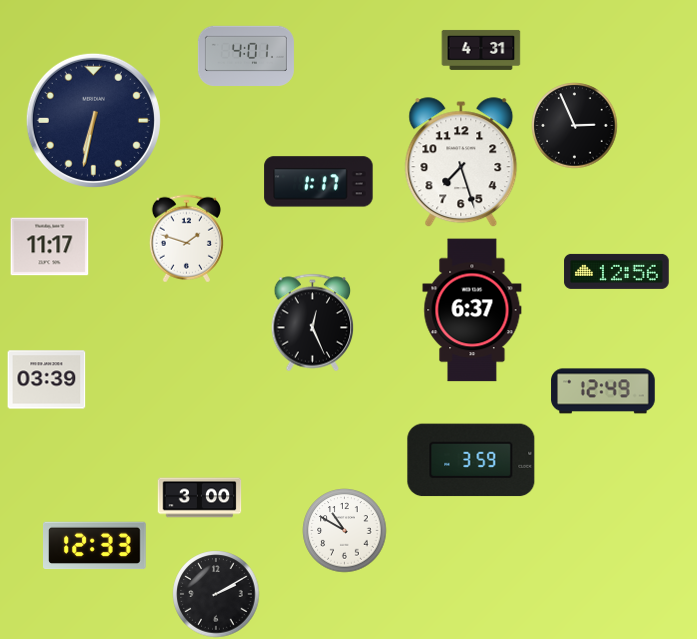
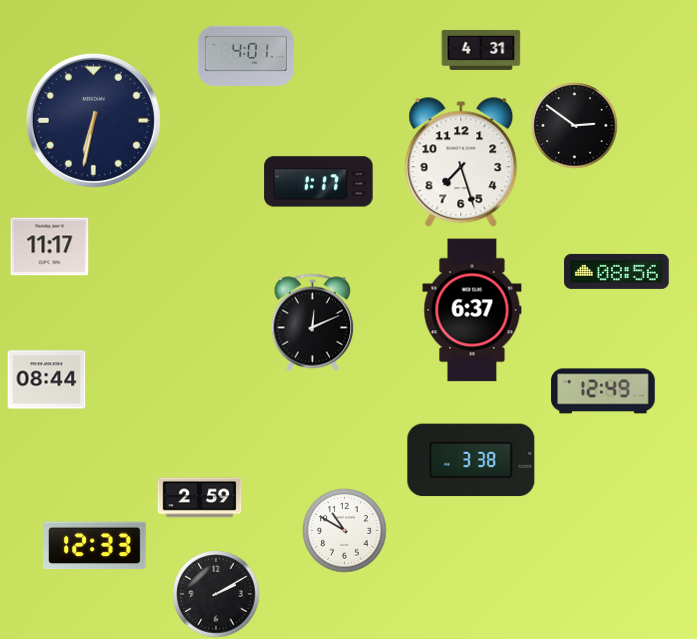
clock at (574, 125): 2:56 -> 2:51
clock at (186, 238): 1:48 -> none
clock at (617, 271): 12:56 -> 08:56
clock at (313, 322): 12:26 -> 12:11
clock at (46, 380): 03:39 -> 08:44
clock at (471, 460): 3:59 -> 3:38
clock at (199, 498): 3:00 -> 2:59
